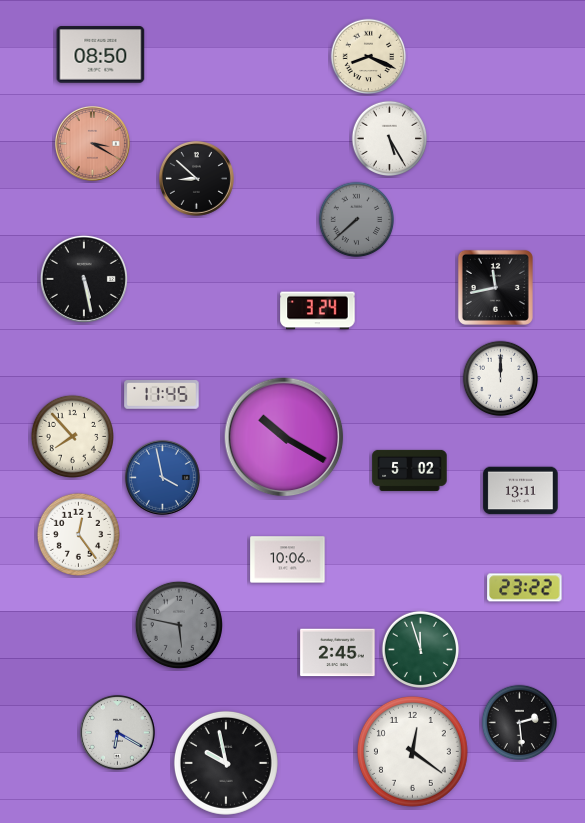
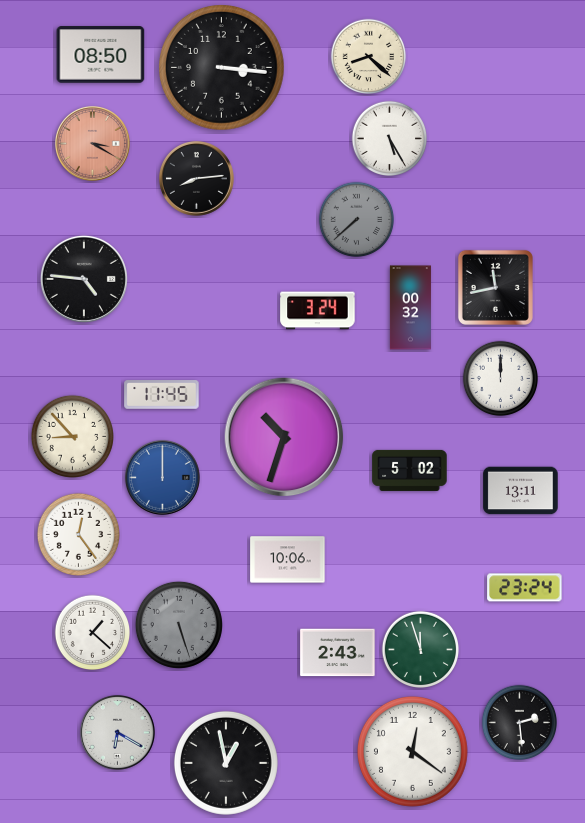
clock at (369, 57): 8:19 -> 8:22
clock at (222, 68): none -> 3:16
clock at (196, 178): 8:52 -> 8:14
clock at (84, 279): 5:28 -> 4:46
clock at (410, 308): none -> 00:32
clock at (72, 436): 7:53 -> 8:53
clock at (284, 437): 10:20 -> 10:33
clock at (162, 477): 3:58 -> 12:00
clock at (525, 588): 23:22 -> 23:24
clock at (179, 625): 5:47 -> 5:27
clock at (93, 633): none -> 1:22
clock at (338, 653): 2:45 -> 2:43
clock at (226, 763): 9:58 -> 12:58
